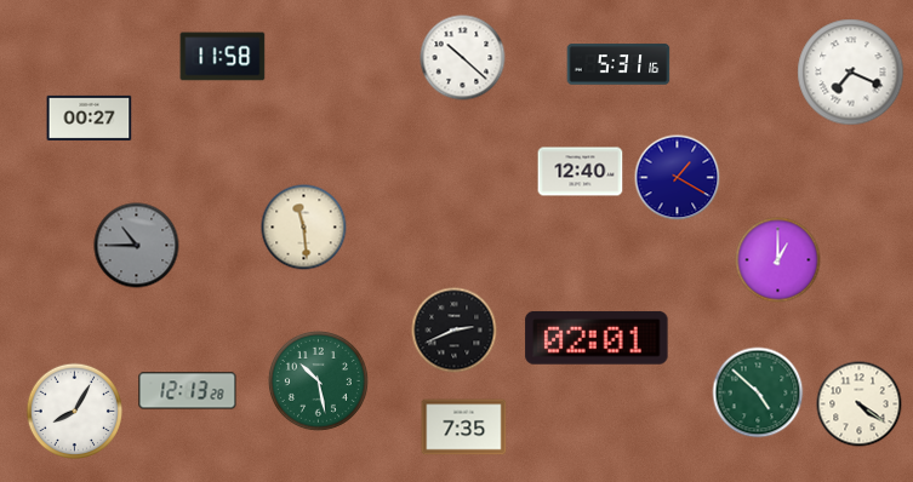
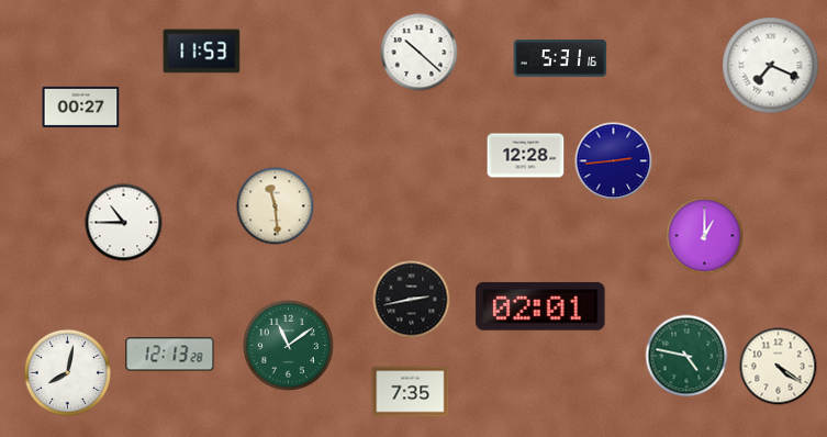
clock at (223, 57): 11:58 -> 11:53
clock at (581, 172): 12:40 -> 12:28
clock at (678, 178): 1:20 -> 2:44
clock at (137, 246) dial: grey -> white
clock at (455, 331): 2:41 -> 2:43
clock at (318, 380): 10:28 -> 11:09
clock at (758, 392): 4:52 -> 4:47
clock at (75, 412): 8:05 -> 8:02
clock at (464, 428) position: (464, 428) -> (411, 392)
